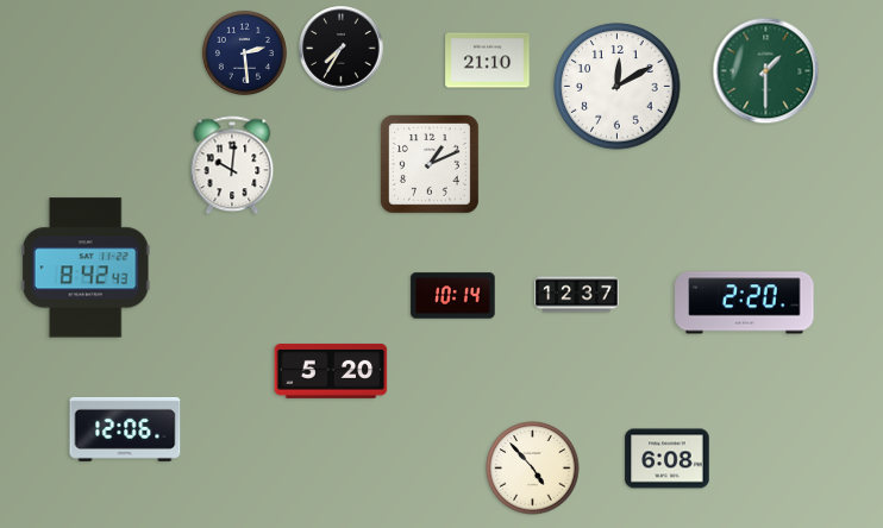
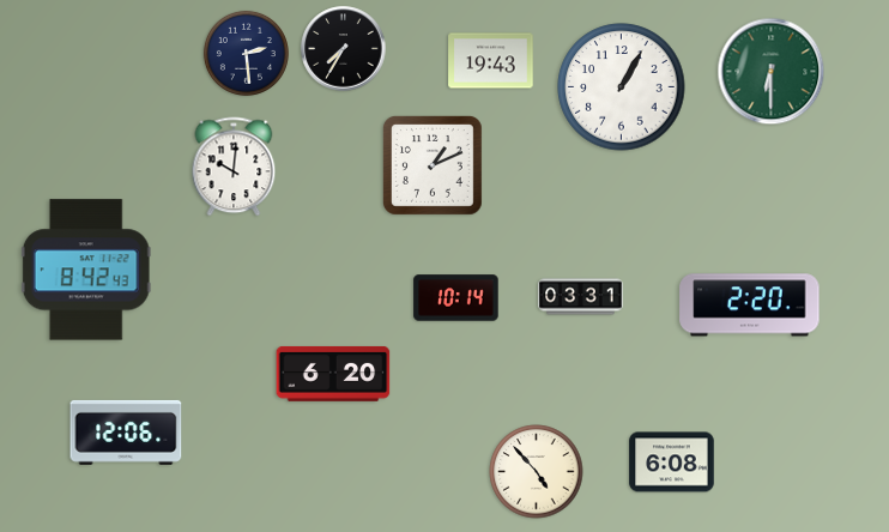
clock at (488, 61): 21:10 -> 19:43
clock at (766, 71): 1:30 -> 6:30
clock at (618, 87): 12:10 -> 1:05
clock at (577, 295): 12:37 -> 03:31
clock at (331, 371): 5:20 -> 6:20
